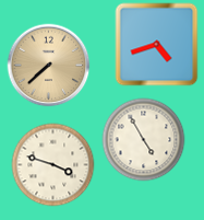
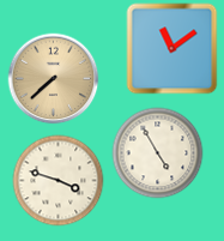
clock at (157, 45): 4:42 -> 11:09
clock at (49, 66) position: (49, 66) -> (54, 79)
